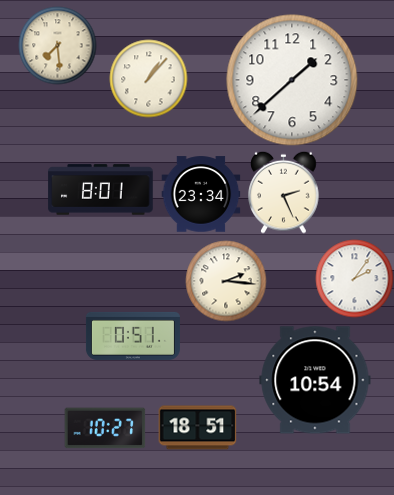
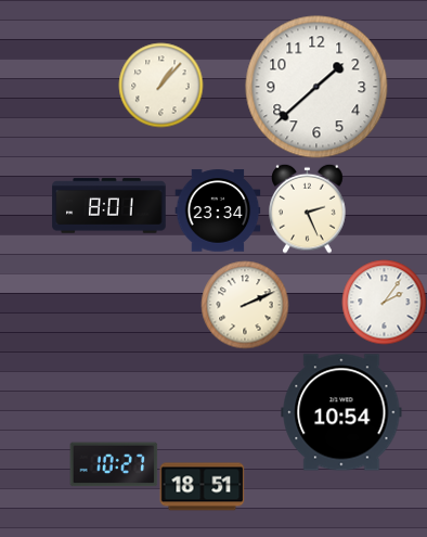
clock at (57, 45): 7:29 -> none
clock at (226, 281): 2:16 -> 2:11
clock at (133, 336): 0:51 -> none
clock at (197, 428) position: (197, 428) -> (202, 487)
